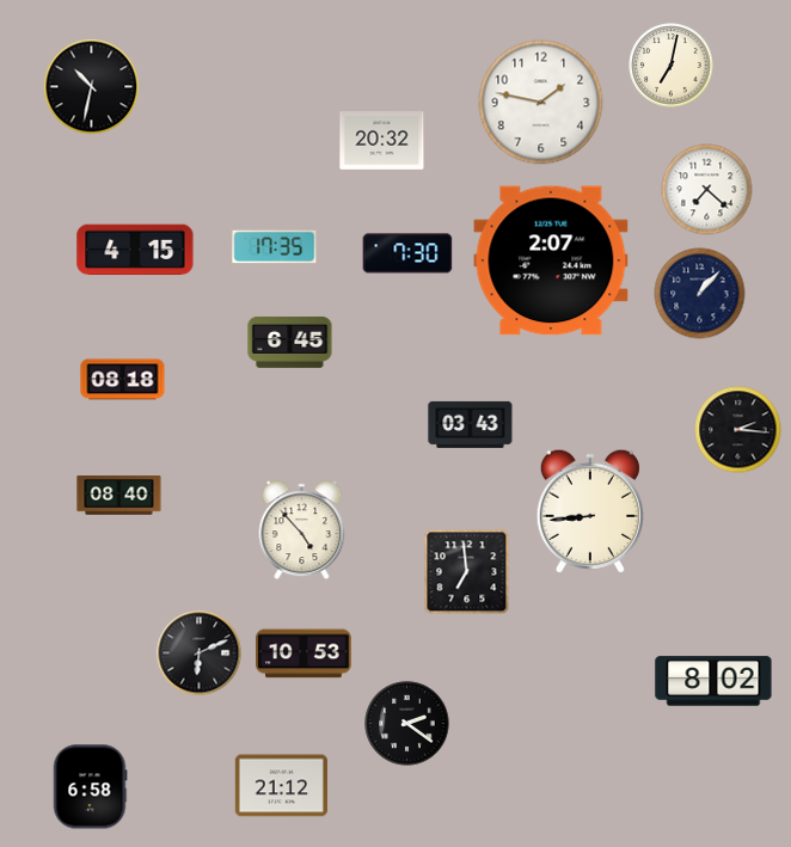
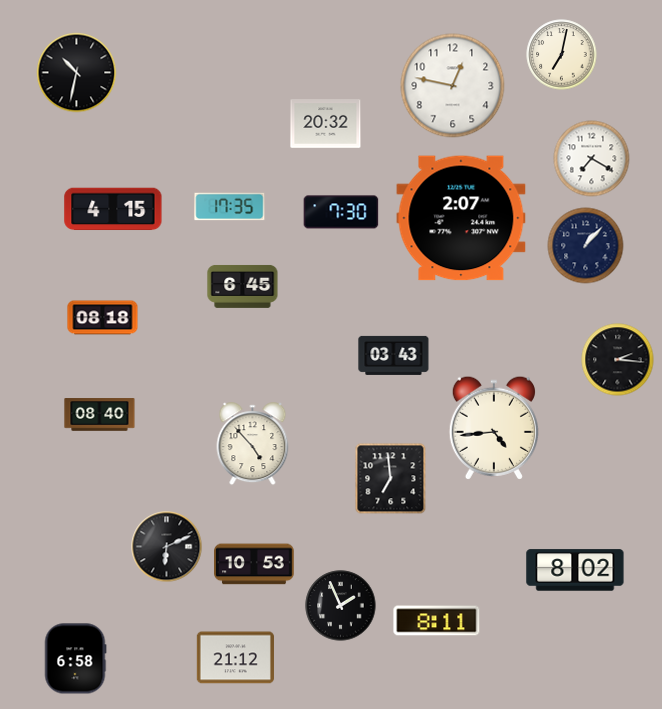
clock at (541, 103): 1:47 -> 12:47
clock at (382, 141) position: (382, 141) -> (326, 124)
clock at (707, 190): 7:22 -> 7:20
clock at (590, 511): 8:44 -> 4:44
clock at (305, 653) position: (305, 653) -> (255, 564)
clock at (713, 681) position: (713, 681) -> (575, 570)
clock at (407, 724): 2:21 -> 1:56
clock at (437, 621): none -> 8:11
